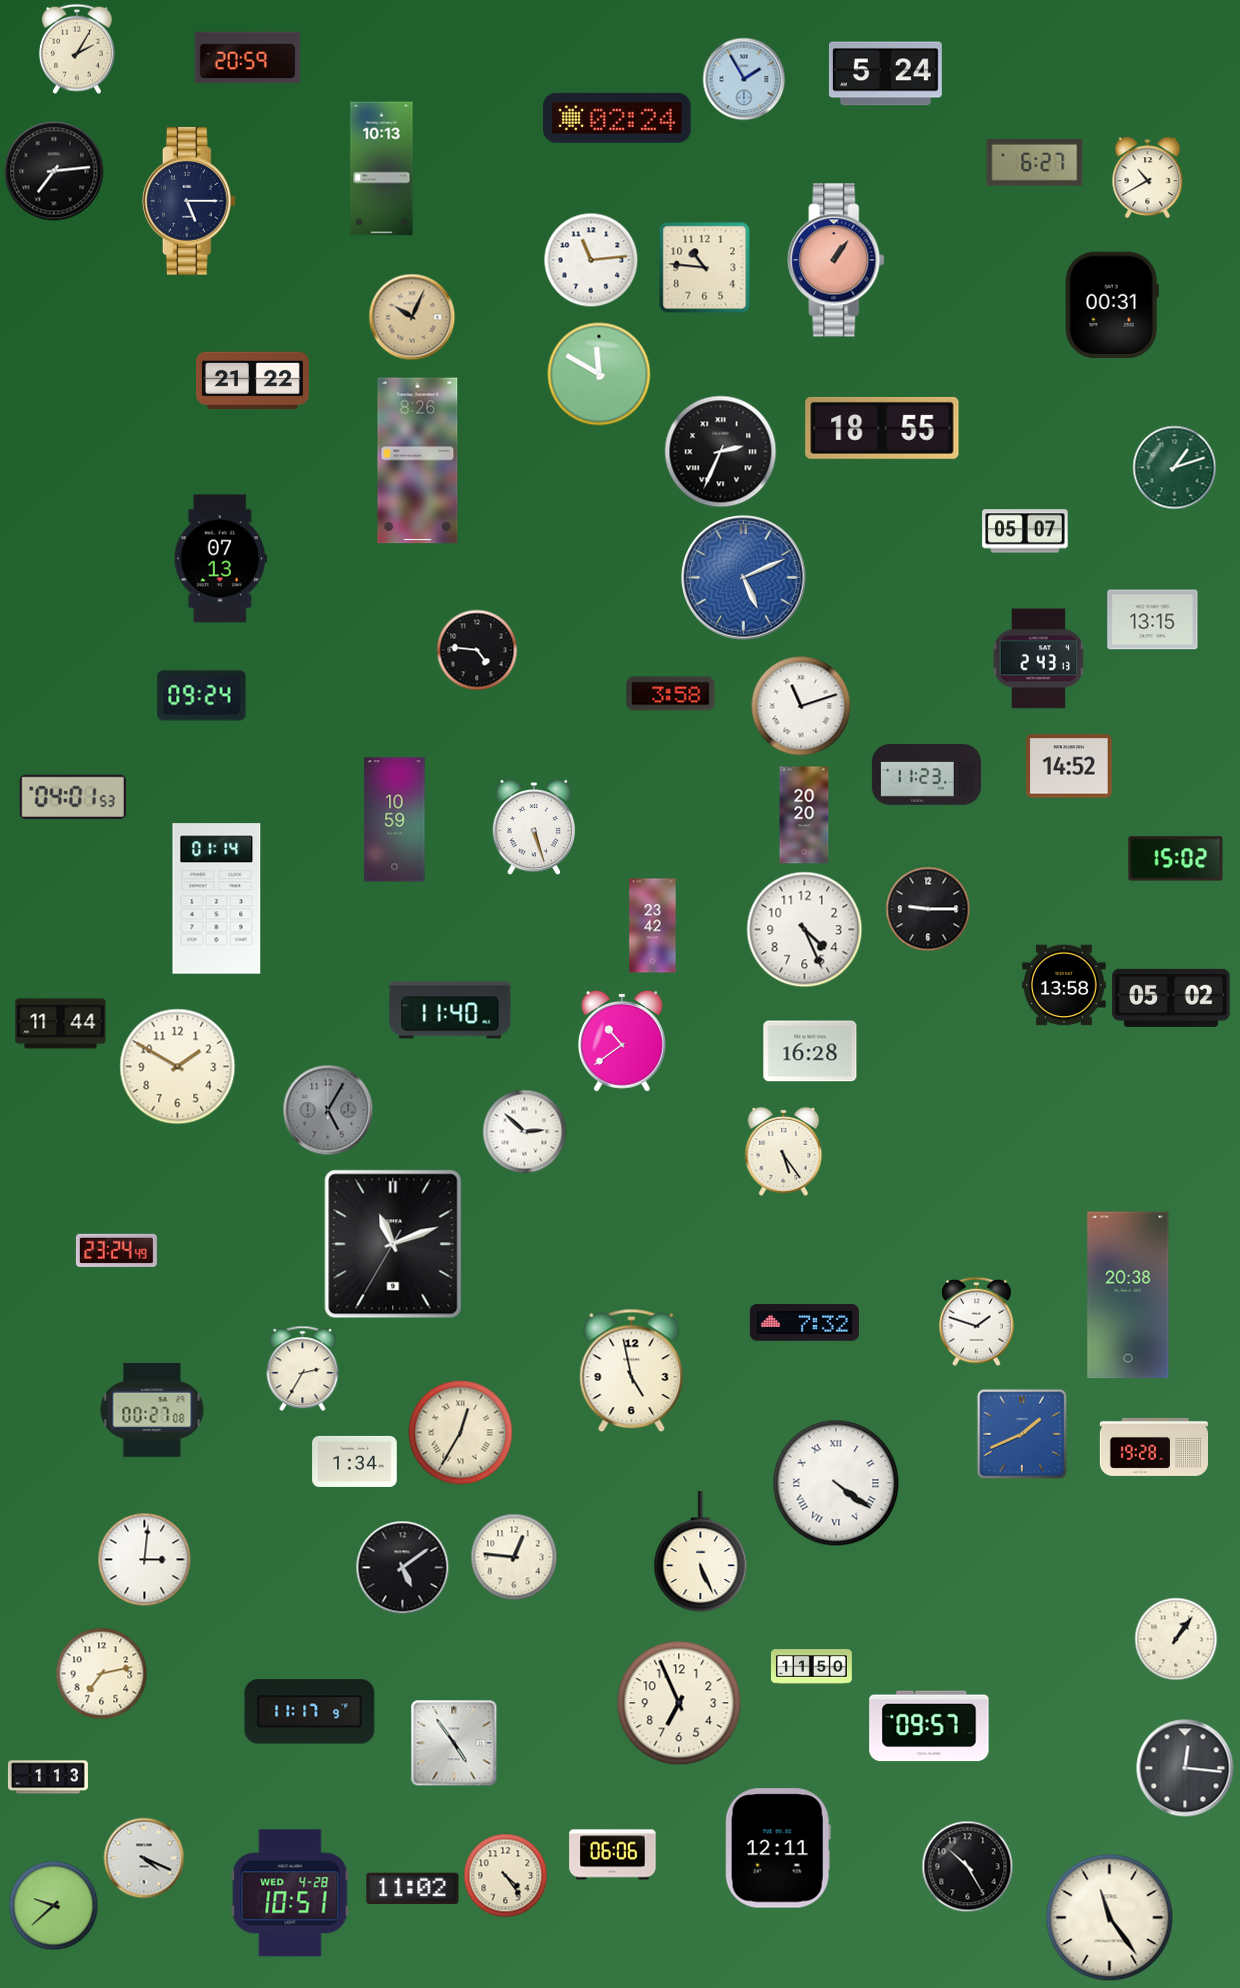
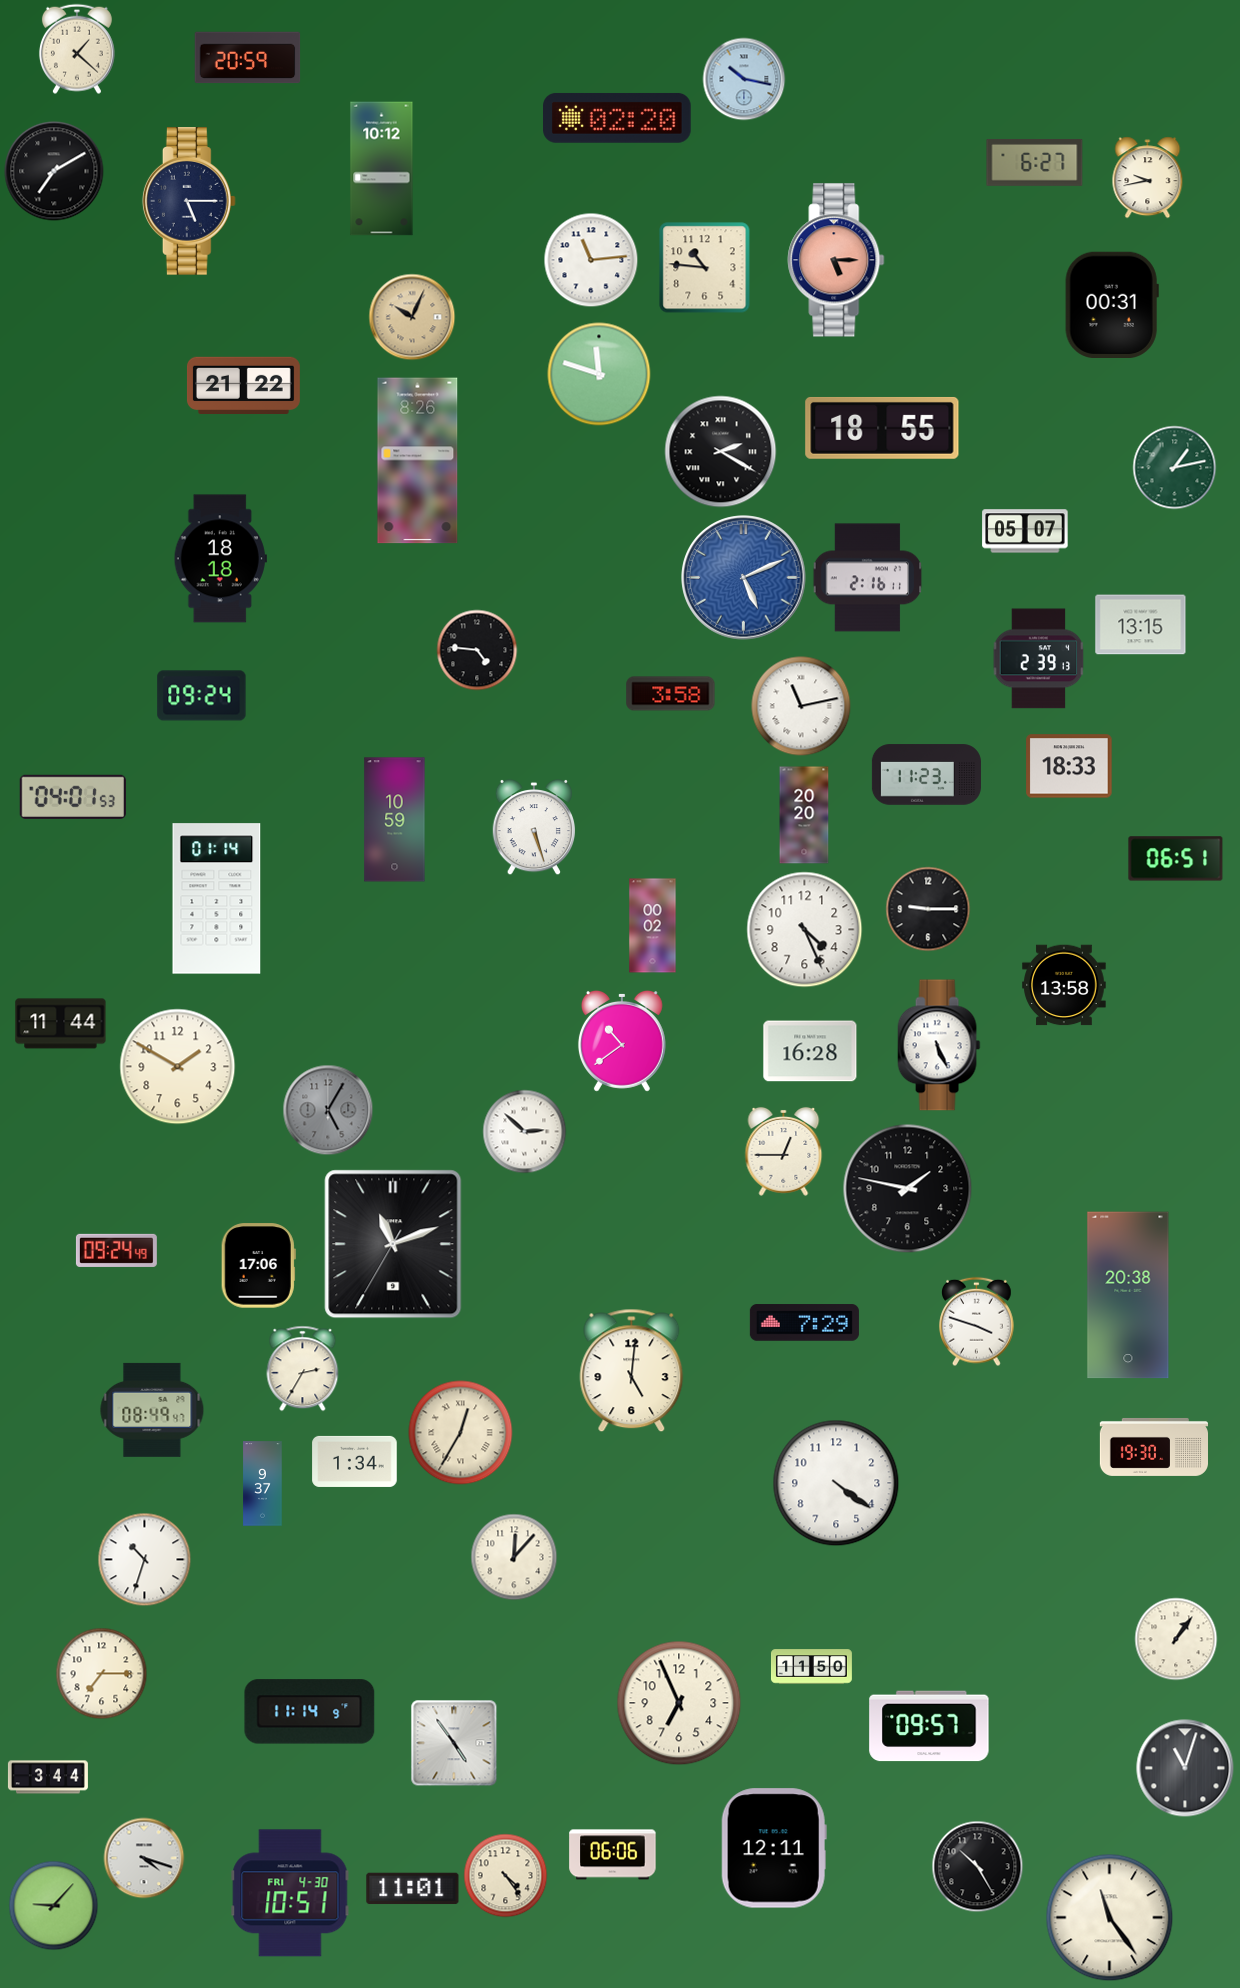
clock at (77, 49): 2:05 -> 1:22
clock at (885, 74): 5:24 -> none
clock at (744, 79): 1:55 -> 10:17
clock at (618, 118): 02:24 -> 02:20
clock at (382, 169): 10:13 -> 10:12
clock at (54, 171): 7:14 -> 7:10
clock at (1148, 178): 10:40 -> 9:43
clock at (836, 260): 1:06 -> 5:15
clock at (599, 374): 11:50 -> 11:48
clock at (252, 381) position: (252, 381) -> (243, 386)
clock at (721, 452): 2:34 -> 2:20
clock at (1175, 468): 1:12 -> 1:13
clock at (220, 559): 07:13 -> 18:18
clock at (868, 578): none -> 2:16
clock at (1153, 620) position: (1153, 620) -> (1141, 625)
clock at (1039, 659): 2:43 -> 2:39
clock at (801, 706): 11:12 -> 11:13
clock at (1069, 766): 14:52 -> 18:33
clock at (1176, 859): 15:02 -> 06:51
clock at (653, 926): 23:42 -> 00:02
clock at (1171, 998): 05:02 -> none
clock at (450, 1010): 11:40 -> none
clock at (939, 1045): none -> 5:26
clock at (784, 1151): 5:24 -> 12:45
clock at (908, 1189): none -> 1:47
clock at (116, 1250): 23:24 -> 09:24
clock at (258, 1266): none -> 17:06
clock at (977, 1322): 1:48 -> 3:48
clock at (804, 1323): 7:32 -> 7:29
clock at (632, 1371): 4:58 -> 5:01
clock at (152, 1410): 00:27 -> 08:49
clock at (1021, 1433): 1:41 -> none
clock at (1153, 1447): 19:28 -> 19:30
clock at (836, 1483) numerals: Roman -> Arabic
clock at (263, 1484): none -> 9:37
clock at (701, 1552): 5:26 -> none
clock at (514, 1557): 12:46 -> 12:07
clock at (145, 1560): 3:01 -> 10:33
clock at (403, 1568): 5:09 -> none
clock at (102, 1674): 7:13 -> 7:15
clock at (310, 1712): 11:17 -> 11:14
clock at (1185, 1768): 12:16 -> 11:03
clock at (48, 1777): 1:13 -> 3:44
clock at (778, 1848) position: (778, 1848) -> (774, 1848)
clock at (144, 1858): 4:19 -> 4:18
clock at (968, 1867) position: (968, 1867) -> (978, 1867)
clock at (413, 1889): 11:02 -> 11:01
clock at (290, 1893) date: WED 4-28 -> FRI 4-30
clock at (54, 1906): 9:38 -> 9:07
